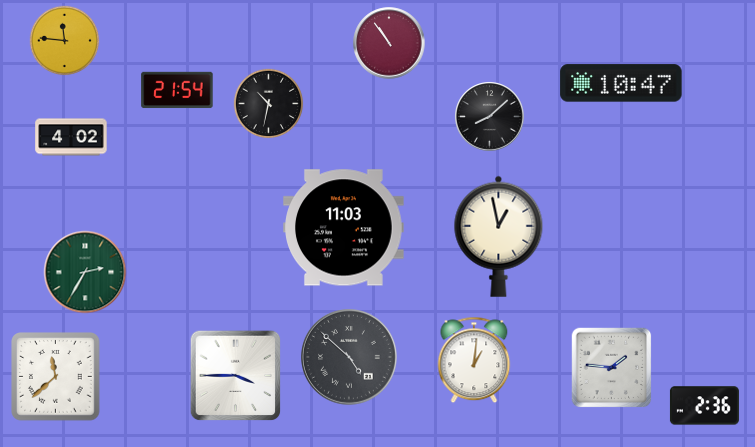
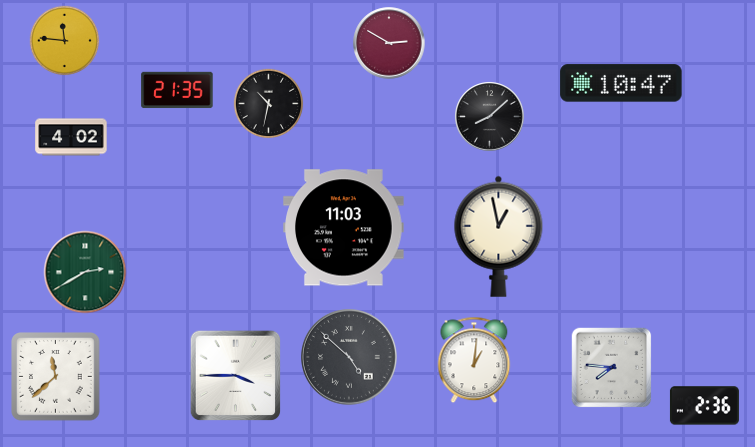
clock at (389, 43): 10:54 -> 2:50
clock at (177, 90): 21:54 -> 21:35
clock at (85, 272): 2:35 -> 2:40
clock at (612, 368): 1:46 -> 7:46
